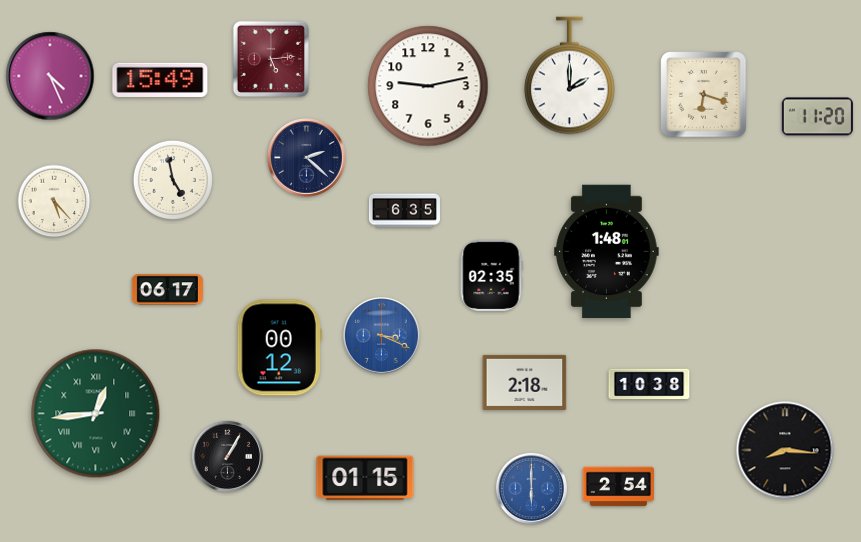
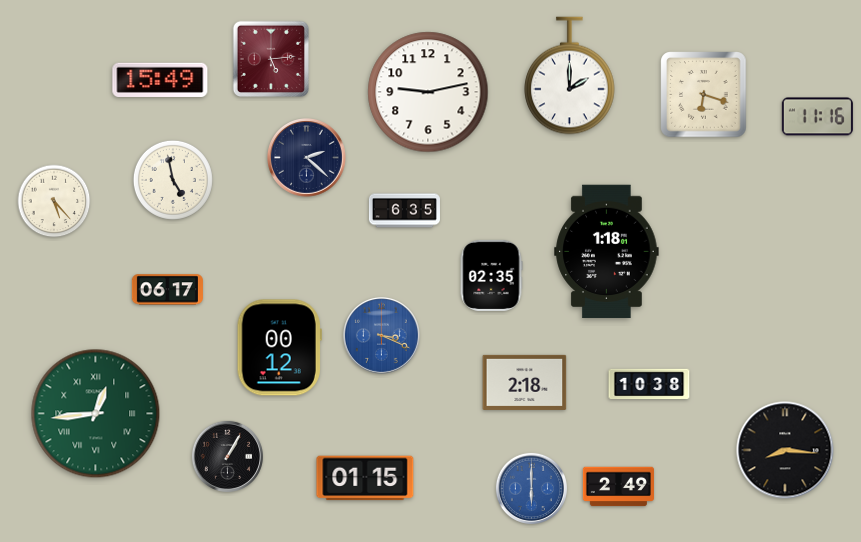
clock at (50, 76): 4:26 -> none
clock at (428, 86) position: (428, 86) -> (428, 92)
clock at (817, 117): 11:20 -> 11:16
clock at (607, 252): 1:48 -> 1:18
clock at (618, 487): 2:54 -> 2:49
